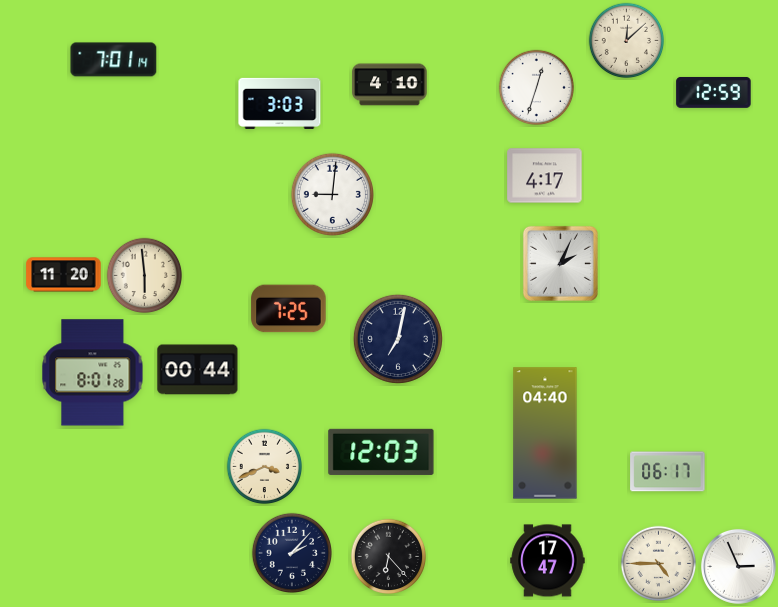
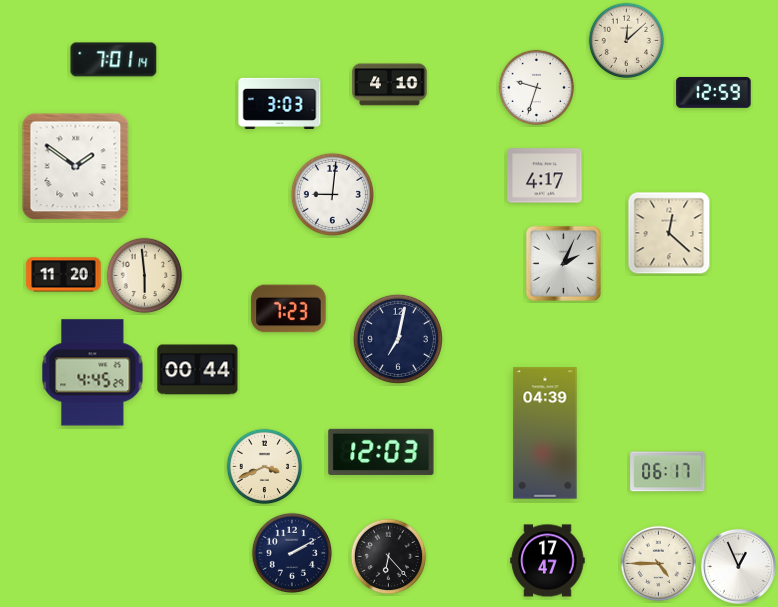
clock at (537, 88): 12:33 -> 9:33
clock at (76, 167): none -> 1:51
clock at (669, 233): none -> 12:22
clock at (560, 263) position: (560, 263) -> (563, 263)
clock at (289, 309): 7:25 -> 7:23
clock at (93, 373): 8:01 -> 4:45
clock at (545, 433): 04:40 -> 04:39
clock at (291, 552): 2:07 -> 2:10
clock at (738, 566): 2:56 -> 12:56
